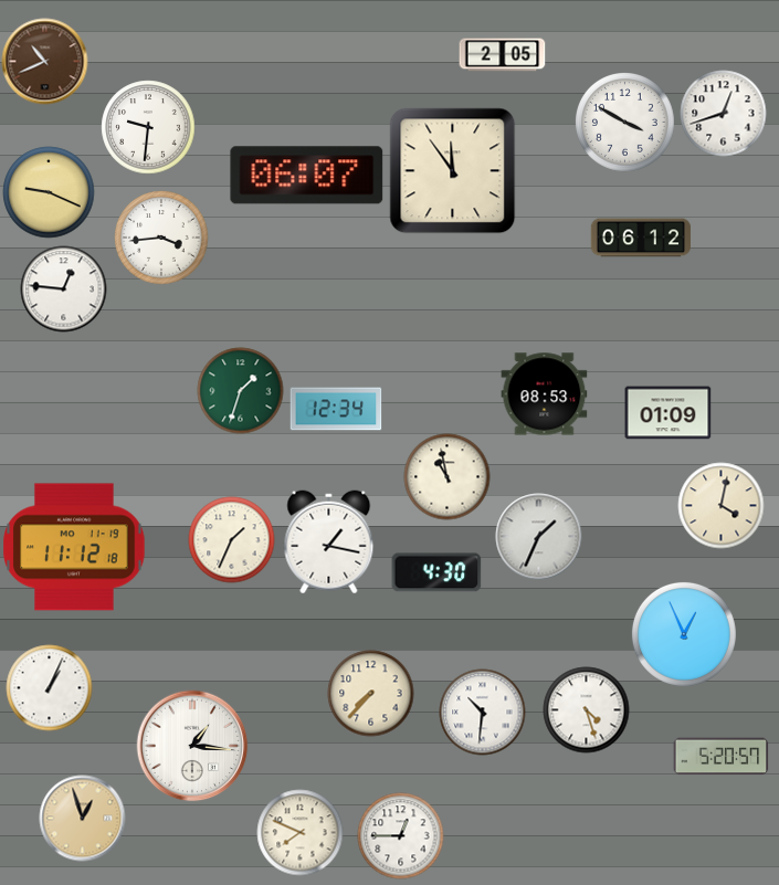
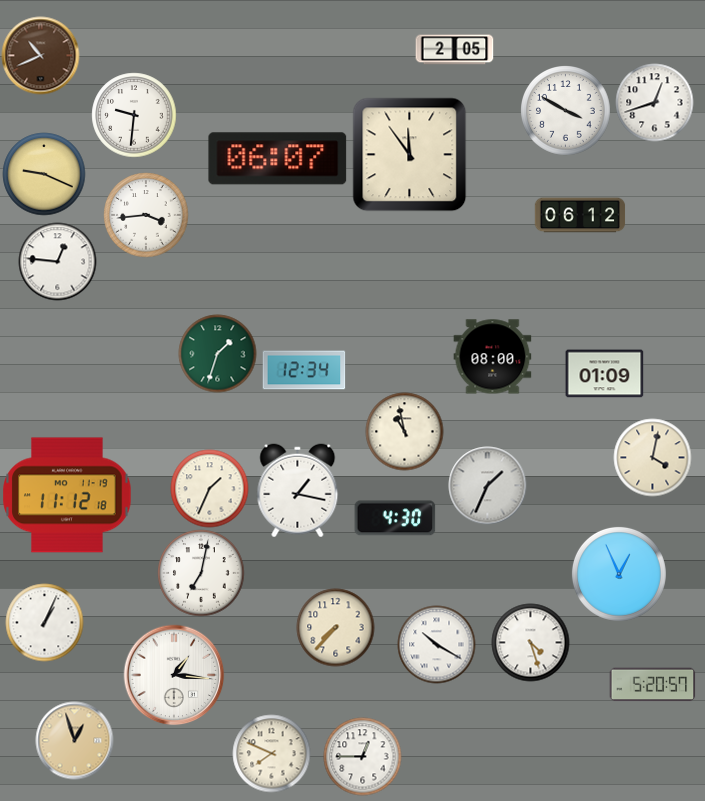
clock at (544, 394): 08:53 -> 08:00
clock at (201, 573): none -> 7:02
clock at (482, 712): 10:31 -> 10:20
